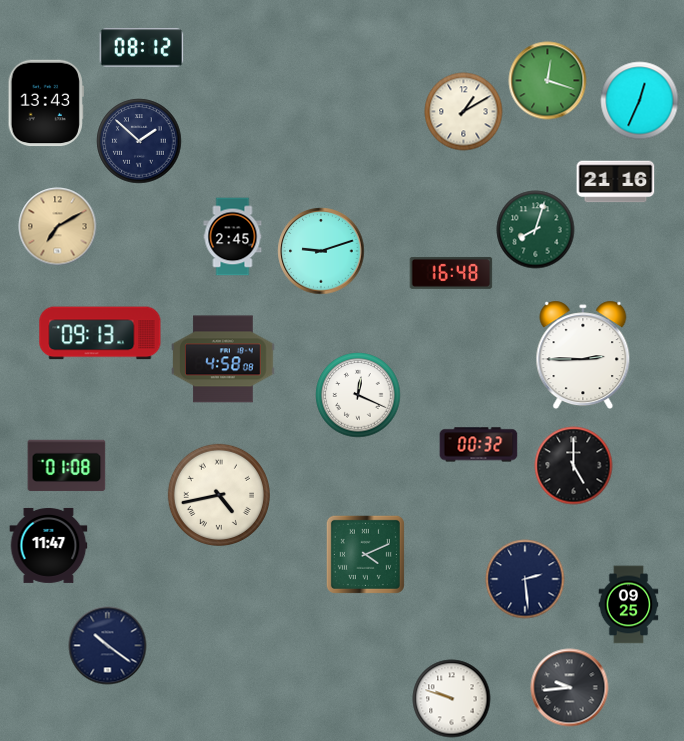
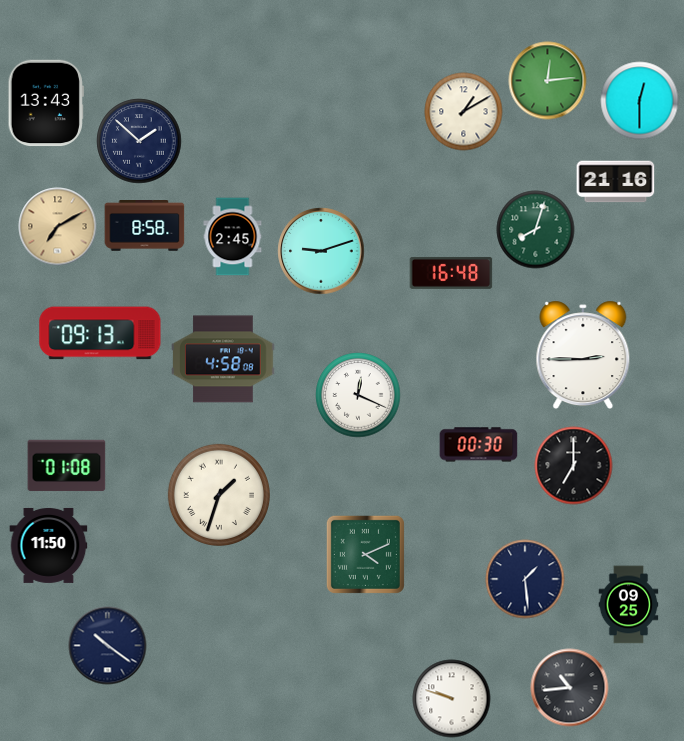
clock at (141, 48): 08:12 -> none
clock at (547, 80): 12:18 -> 12:14
clock at (639, 100): 12:34 -> 12:30
clock at (144, 226): none -> 8:58
clock at (478, 445): 00:32 -> 00:30
clock at (573, 465): 5:00 -> 7:00
clock at (219, 495): 4:43 -> 1:33
clock at (48, 545): 11:47 -> 11:50
clock at (525, 579): 2:29 -> 1:29
clock at (569, 687): 9:44 -> 10:44
